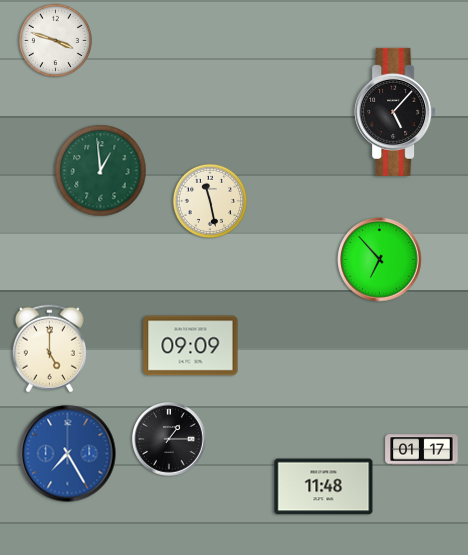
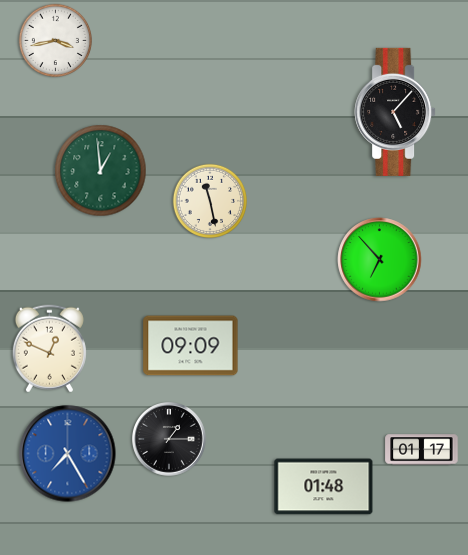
clock at (56, 41): 3:48 -> 3:43
clock at (49, 349): 5:00 -> 12:49
clock at (324, 487): 11:48 -> 01:48
